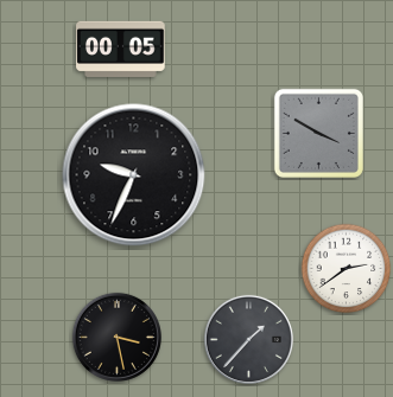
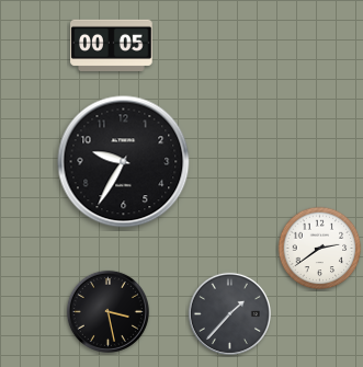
clock at (318, 133): 3:50 -> none
clock at (134, 175): 9:34 -> 9:35
